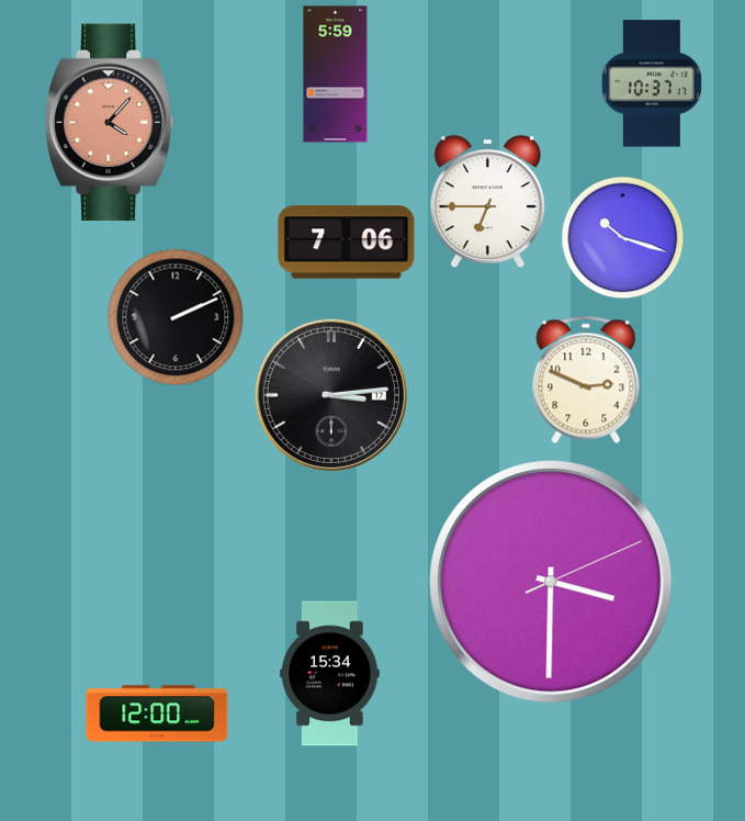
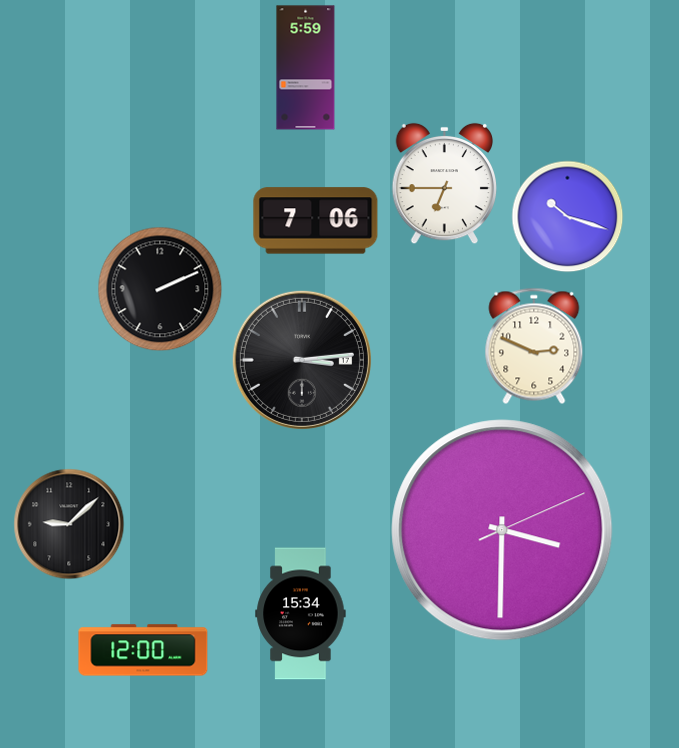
clock at (652, 83): 10:37 -> none
clock at (110, 123): 4:07 -> none
clock at (69, 524): none -> 9:08
